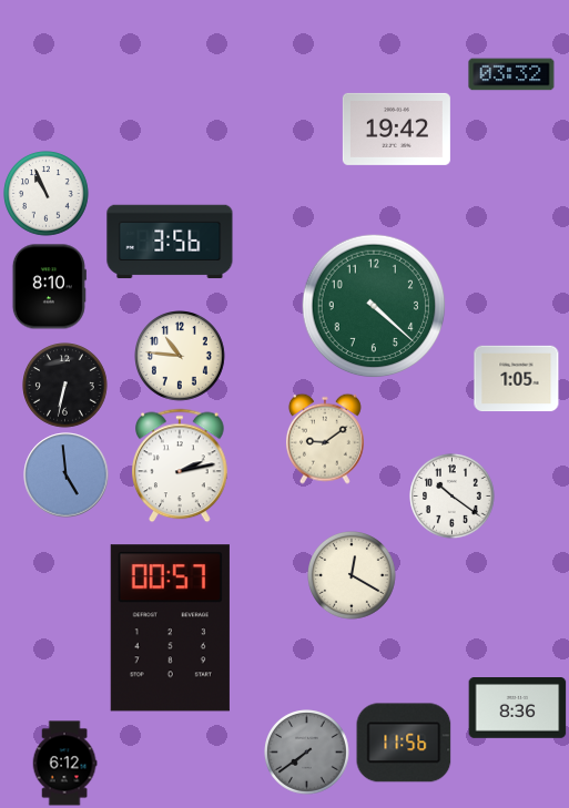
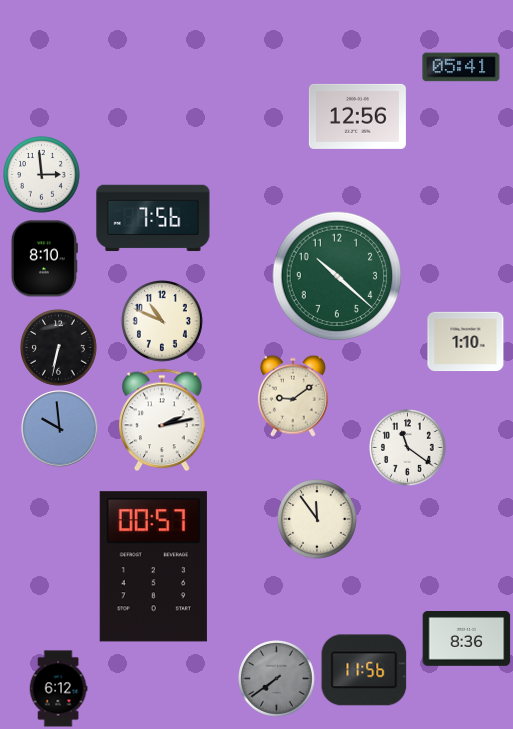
clock at (511, 74): 03:32 -> 05:41
clock at (396, 129): 19:42 -> 12:56
clock at (47, 194): 10:56 -> 2:59
clock at (170, 242): 3:56 -> 7:56
clock at (374, 306): 4:22 -> 10:22
clock at (181, 357): 10:46 -> 10:49
clock at (517, 379): 1:05 -> 1:10
clock at (67, 475): 4:59 -> 9:59
clock at (453, 497): 10:21 -> 11:21
clock at (353, 576): 12:20 -> 11:54
